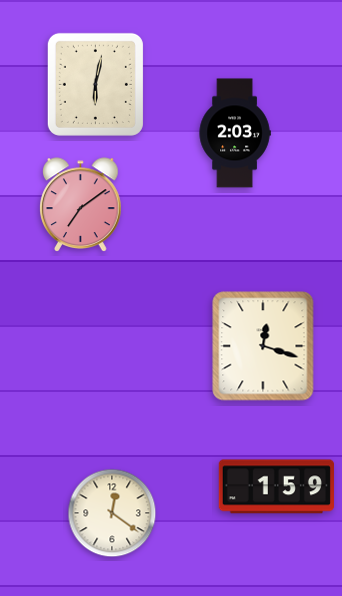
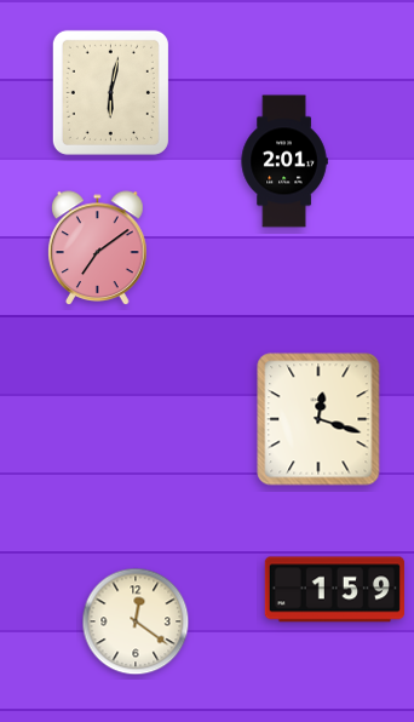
clock at (95, 84) position: (95, 84) -> (110, 92)
clock at (235, 133): 2:03 -> 2:01
